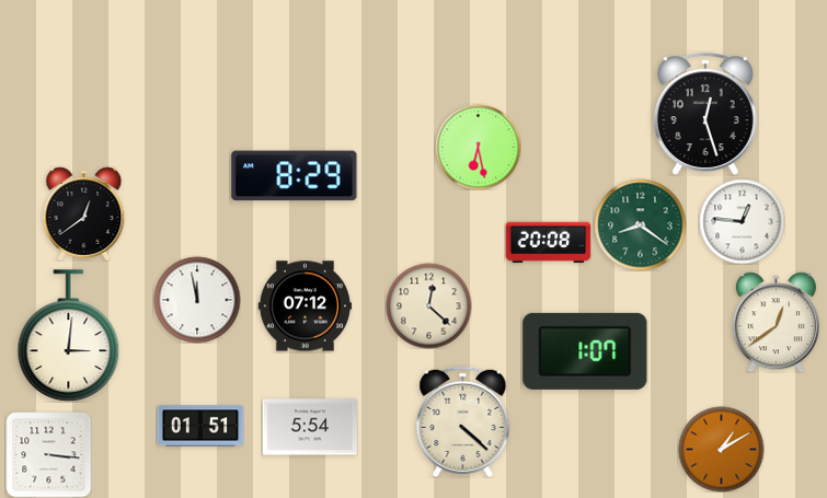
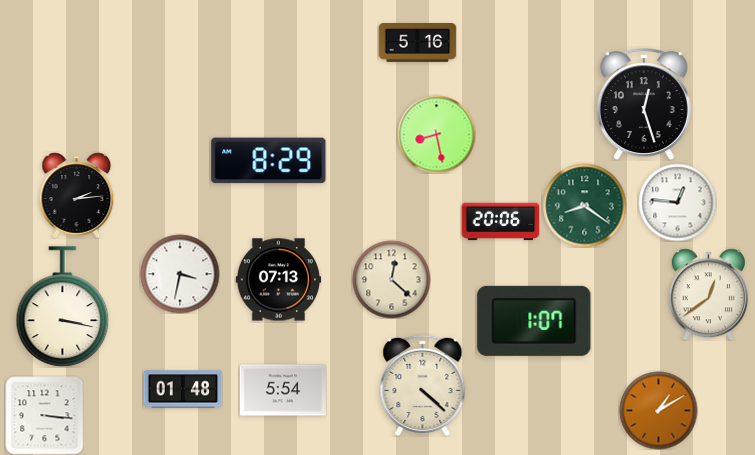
clock at (417, 43): none -> 5:16
clock at (478, 147): 6:28 -> 8:28
clock at (84, 213): 12:39 -> 2:14
clock at (548, 243): 20:08 -> 20:06
clock at (197, 300): 11:58 -> 3:32
clock at (305, 306): 07:12 -> 07:13
clock at (69, 336): 3:01 -> 3:17
clock at (200, 426): 01:51 -> 01:48
